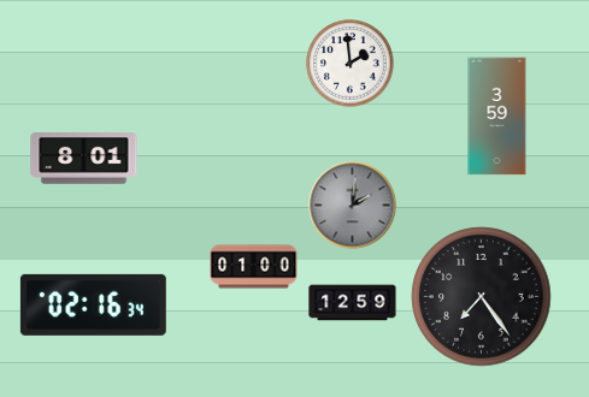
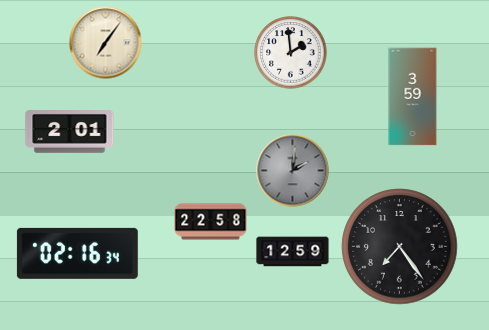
clock at (106, 43): none -> 7:06
clock at (84, 159): 8:01 -> 2:01
clock at (254, 267): 01:00 -> 22:58
